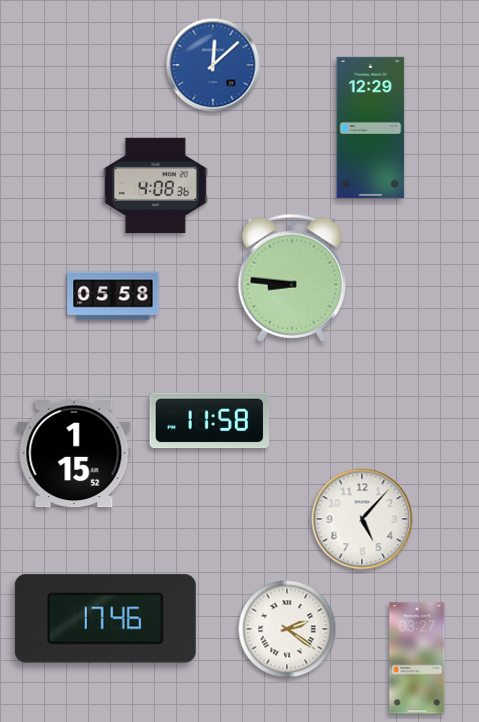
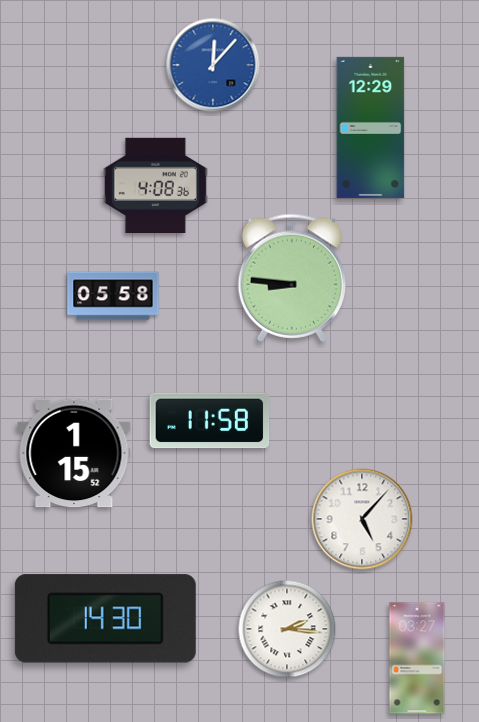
clock at (213, 65): 12:08 -> 12:07
clock at (105, 619): 17:46 -> 14:30
clock at (287, 629): 2:21 -> 2:16
